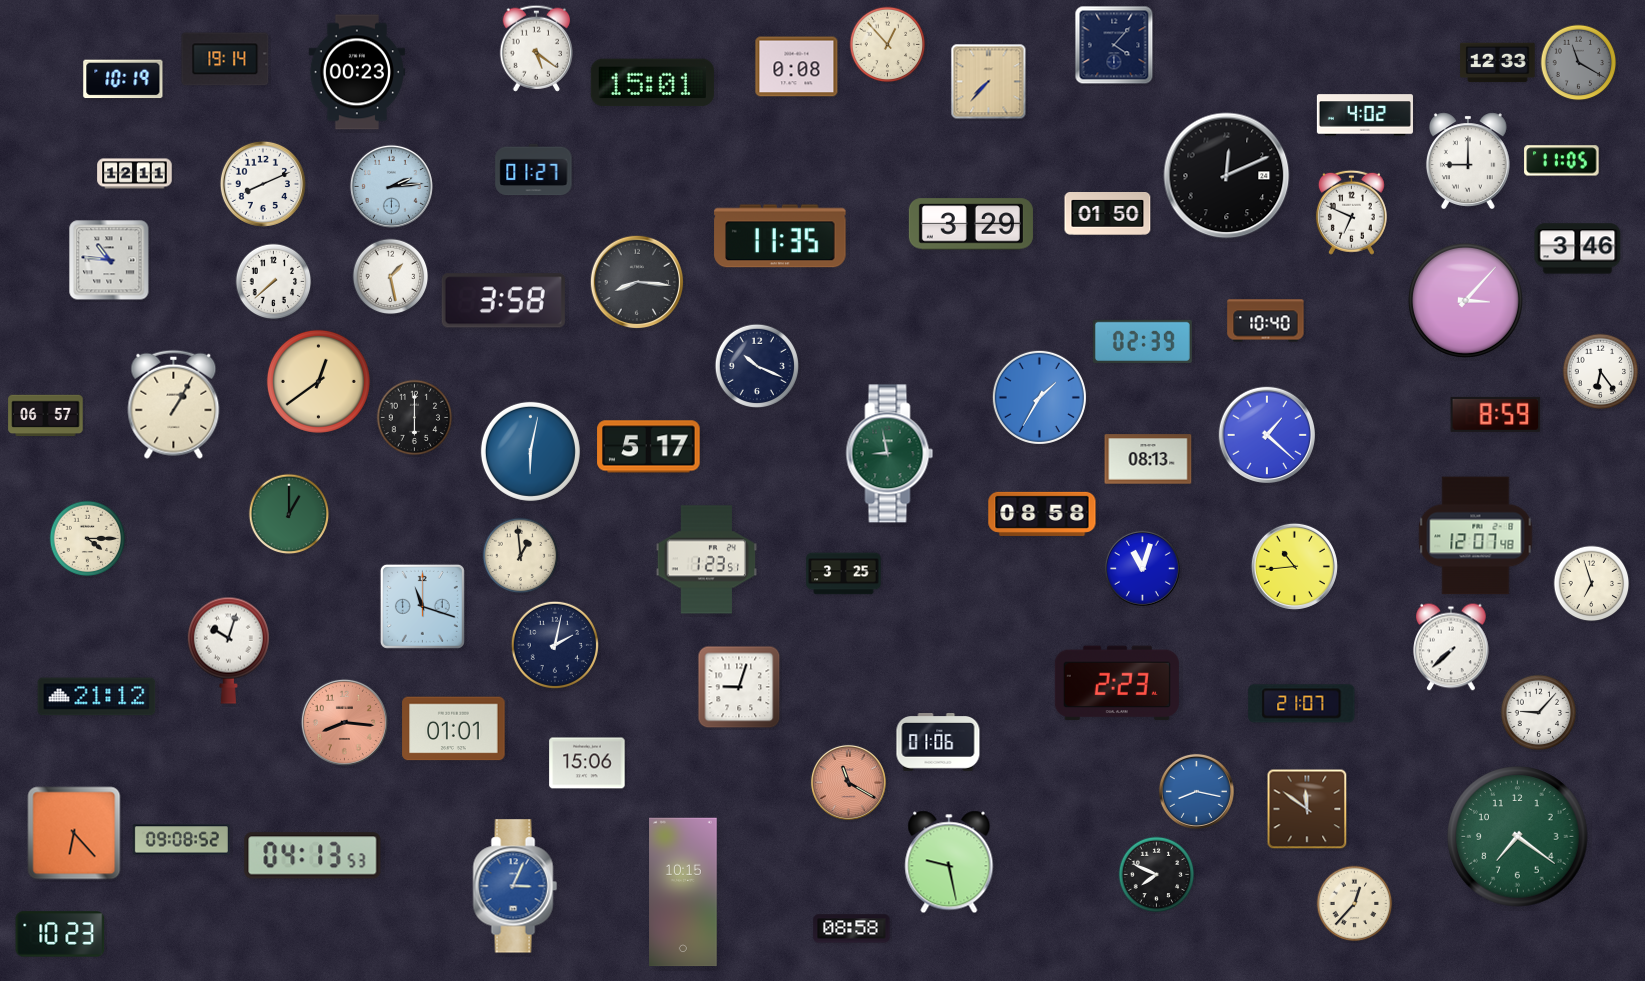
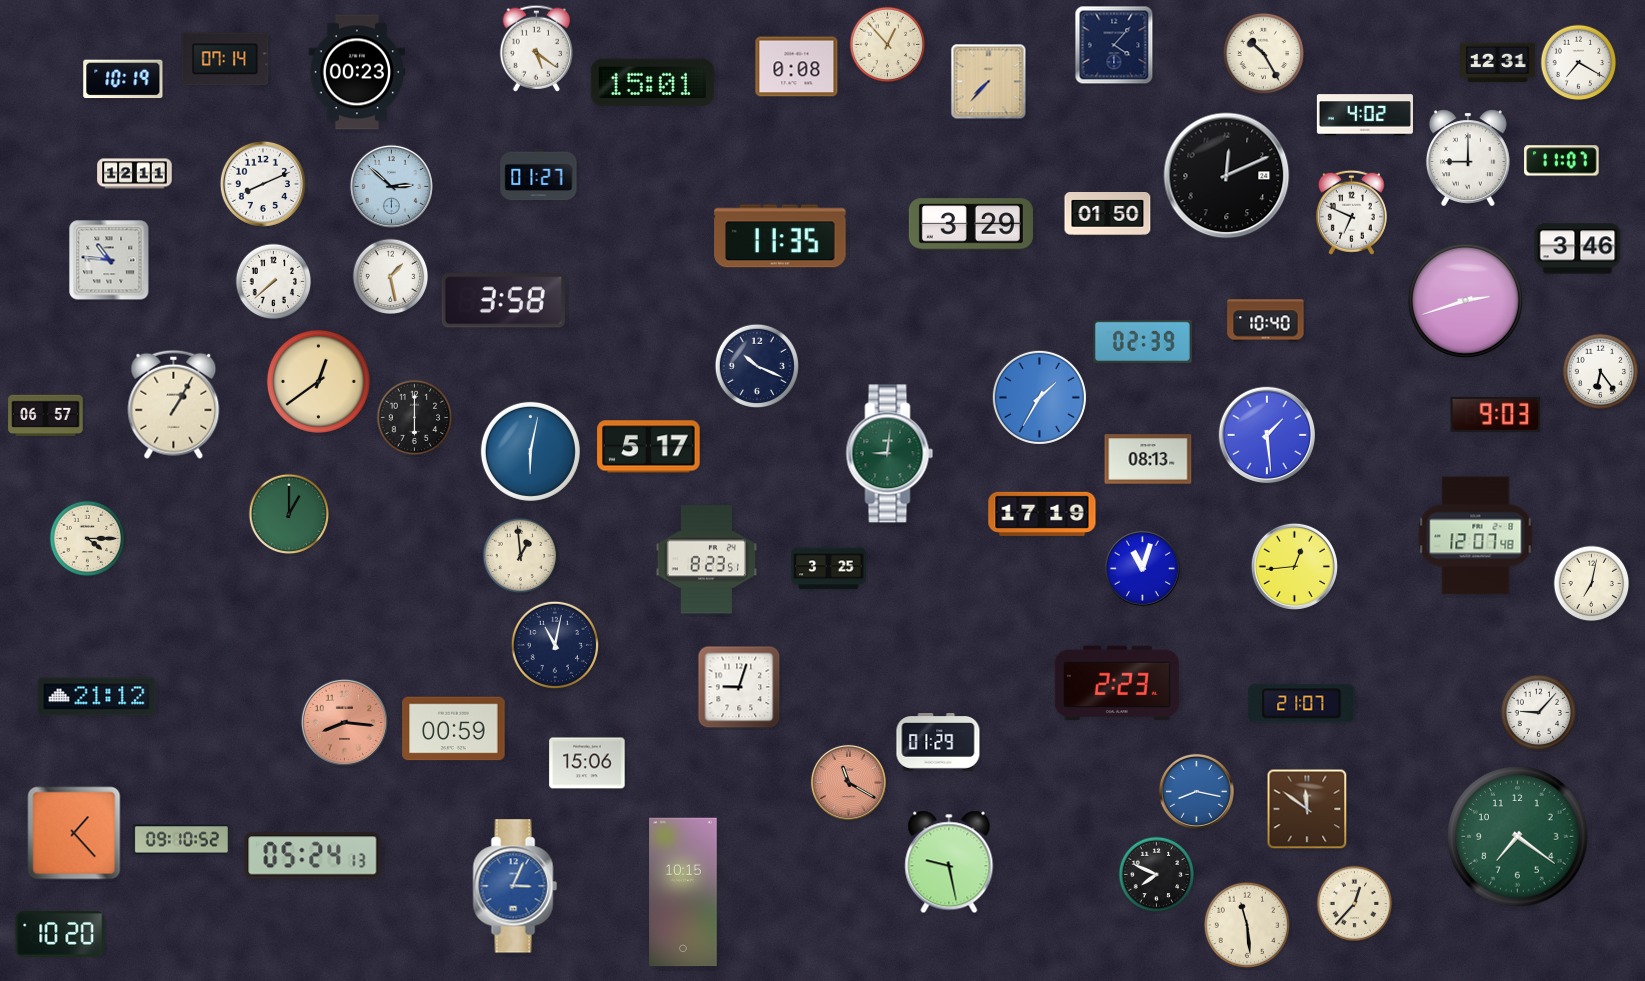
clock at (1264, 54): none -> 10:25
clock at (225, 59): 19:14 -> 07:14
clock at (1498, 63): 12:33 -> 12:31
clock at (1579, 63): 11:20 -> 7:20
clock at (1579, 63) dial: grey -> white
clock at (1468, 160) position: (1468, 160) -> (1468, 157)
clock at (1562, 161): 11:05 -> 11:07
clock at (534, 170) position: (534, 170) -> (539, 175)
clock at (391, 186): 2:14 -> 2:52
clock at (636, 281): 8:16 -> none
clock at (1465, 300): 3:07 -> 2:42
clock at (1496, 414): 8:59 -> 9:03
clock at (1266, 434): 1:22 -> 1:29
clock at (890, 454): 8:58 -> 9:01
clock at (1042, 514): 08:58 -> 17:19
clock at (706, 560): 1:23 -> 8:23
clock at (1294, 566): 10:44 -> 12:44
clock at (844, 574) position: (844, 574) -> (829, 569)
clock at (1592, 584): 6:57 -> 7:02
clock at (422, 606): 11:18 -> none
clock at (554, 644): 2:02 -> 11:02
clock at (1451, 647): 7:38 -> none
clock at (228, 650): 10:03 -> none
clock at (454, 729): 01:01 -> 00:59
clock at (938, 743): 01:06 -> 01:29
clock at (74, 833): 6:23 -> 1:23
clock at (181, 840): 09:08 -> 09:10
clock at (313, 856): 04:13 -> 05:24
clock at (1246, 924): none -> 11:29
clock at (852, 929): 08:58 -> none
clock at (60, 934): 10:23 -> 10:20
